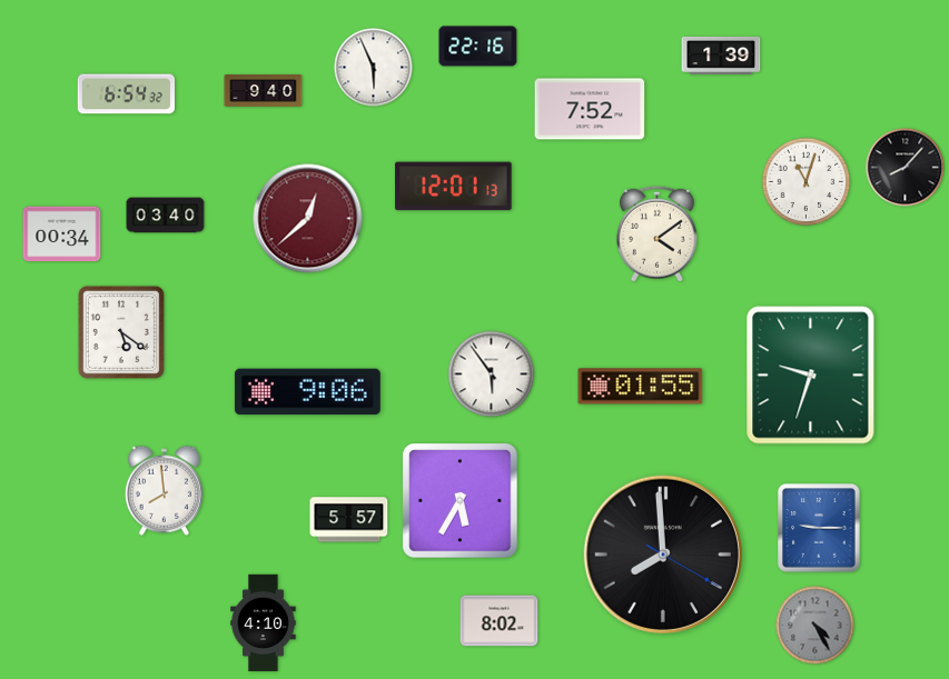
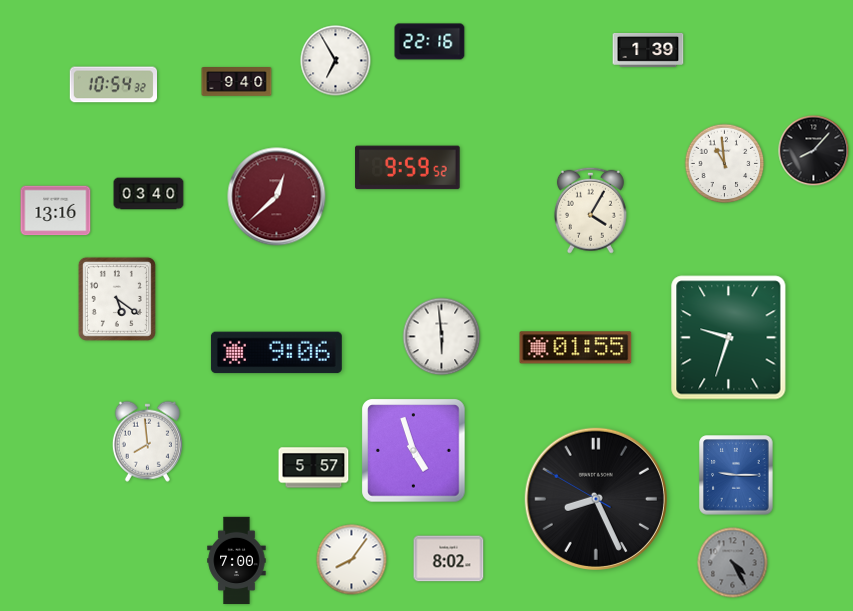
clock at (374, 68): 5:56 -> 6:55
clock at (126, 94): 6:54 -> 10:54
clock at (590, 109): 7:52 -> none
clock at (807, 182): 11:03 -> 10:59
clock at (454, 187): 12:01 -> 9:59
clock at (656, 233): 4:09 -> 4:05
clock at (62, 234): 00:34 -> 13:16
clock at (121, 332) position: (121, 332) -> (117, 299)
clock at (492, 375): 5:54 -> 5:59
clock at (461, 501): 5:35 -> 4:57
clock at (663, 555): 7:59 -> 8:25
clock at (352, 560): none -> 8:06
clock at (264, 623): 4:10 -> 7:00
